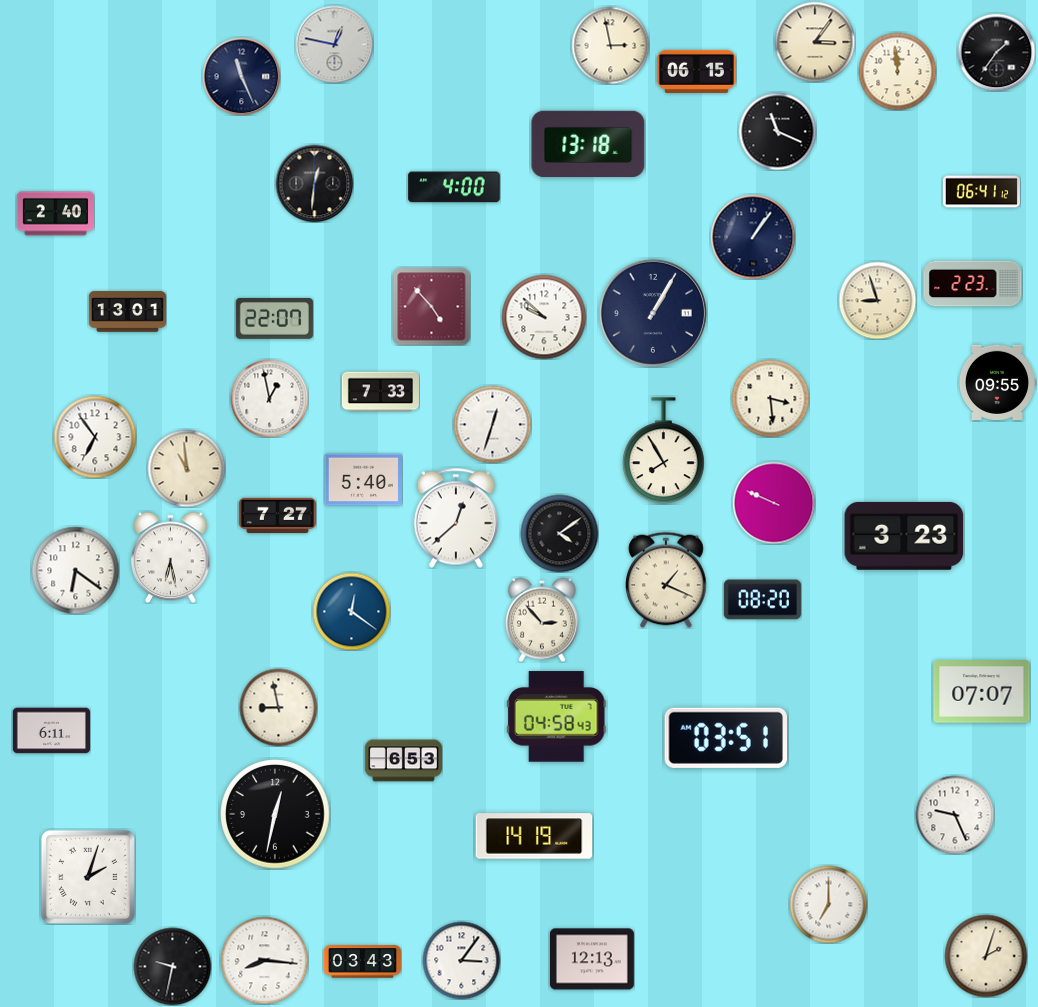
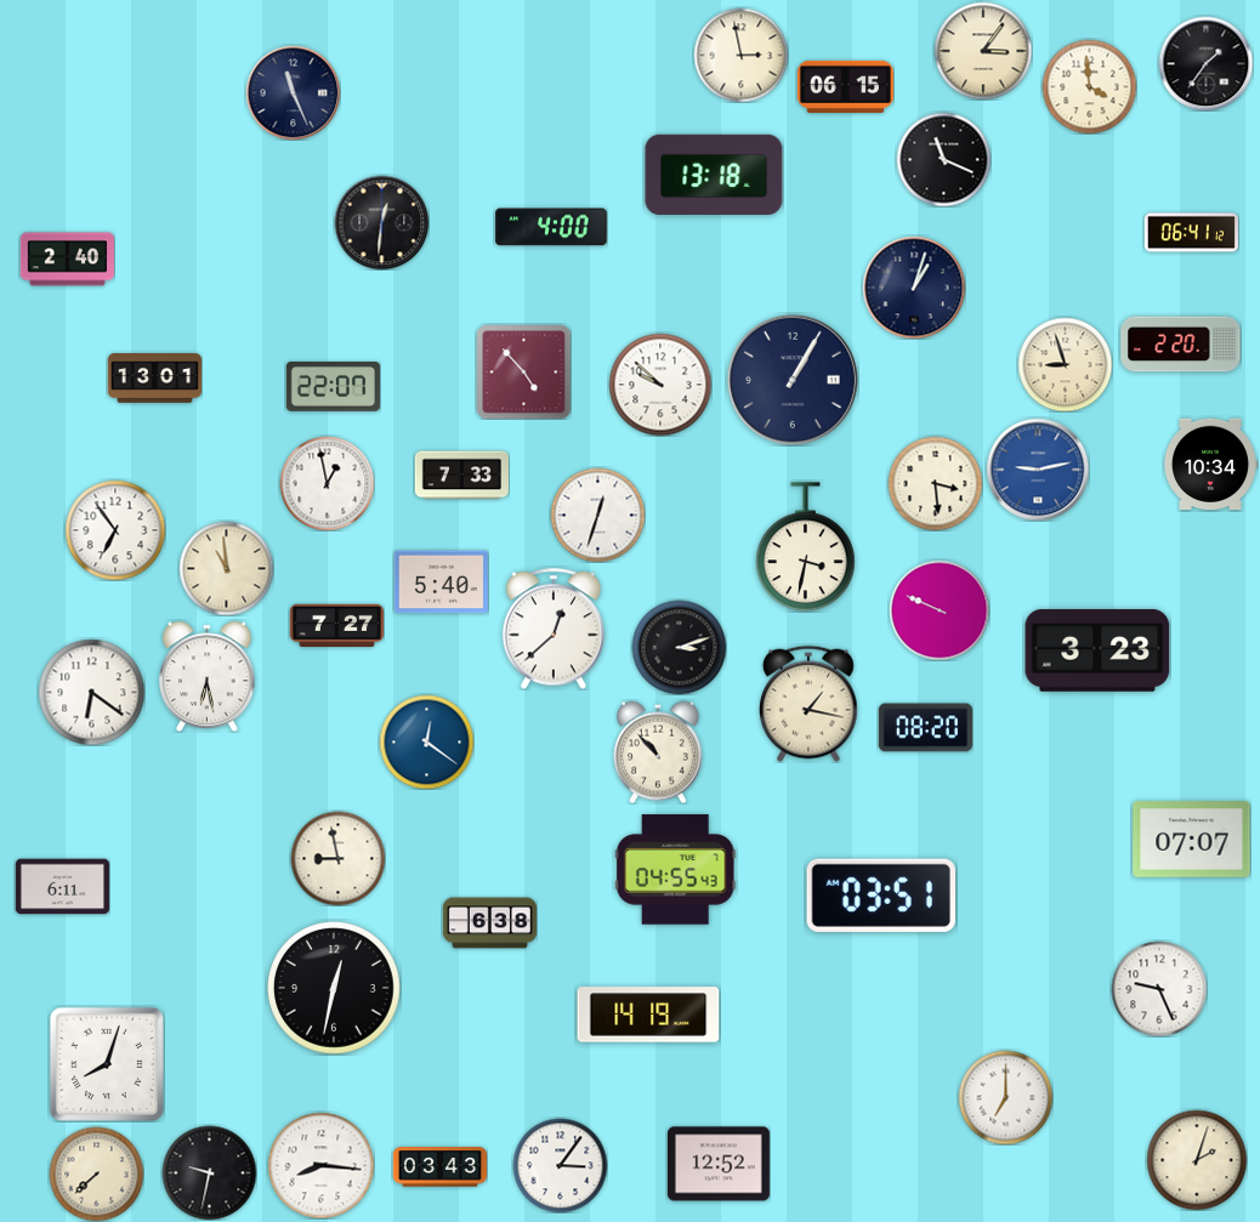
clock at (815, 42) position: (815, 42) -> (983, 51)
clock at (334, 44): 12:47 -> none
clock at (996, 52) position: (996, 52) -> (1205, 63)
clock at (897, 71): 11:59 -> 3:59
clock at (753, 237): 1:06 -> 1:03
clock at (973, 284): 2:23 -> 2:20
clock at (997, 382): 09:55 -> 10:34
clock at (1038, 470): none -> 9:13
clock at (664, 451): 7:55 -> 3:32
clock at (559, 533): 4:09 -> 3:12
clock at (666, 580): 1:19 -> 1:17
clock at (542, 620): 2:53 -> 10:53
clock at (557, 717): 04:58 -> 04:55
clock at (403, 761): 6:53 -> 6:38
clock at (88, 877): 2:03 -> 8:03
clock at (592, 959): 12:13 -> 12:52
clock at (96, 1173): none -> 7:38
